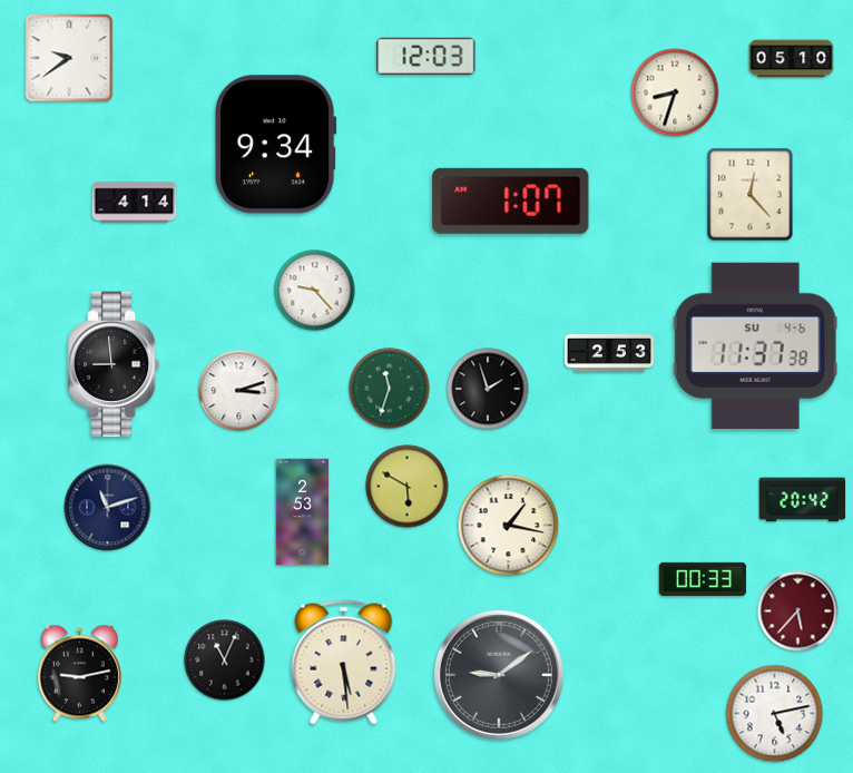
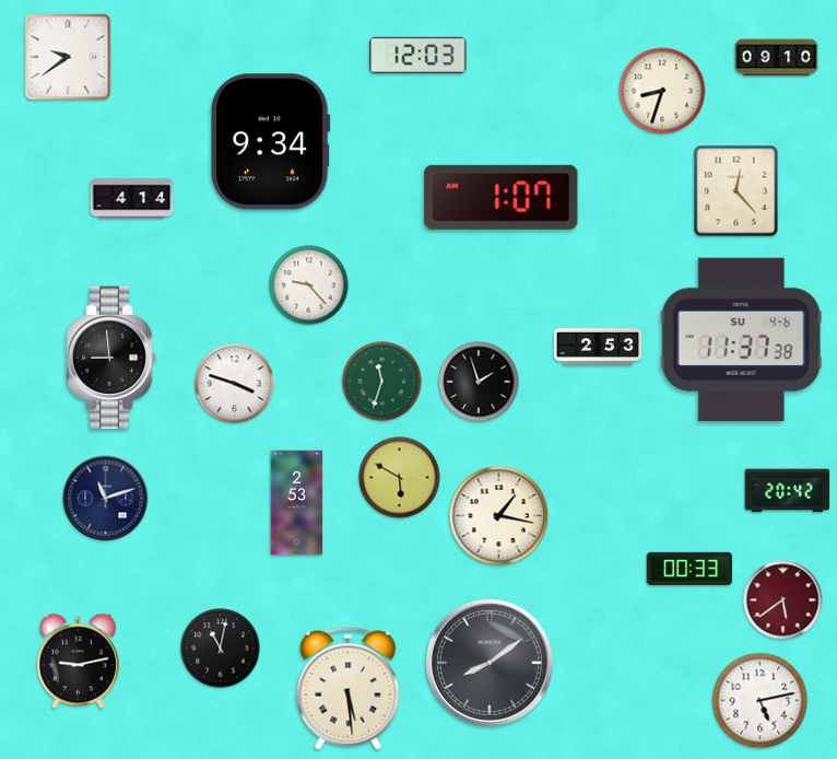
clock at (792, 59): 05:10 -> 09:10
clock at (239, 391): 3:12 -> 3:48
clock at (798, 611): 5:37 -> 5:39
clock at (225, 661): 11:04 -> 11:02
clock at (344, 663) position: (344, 663) -> (349, 689)
clock at (499, 675): 9:09 -> 8:09
